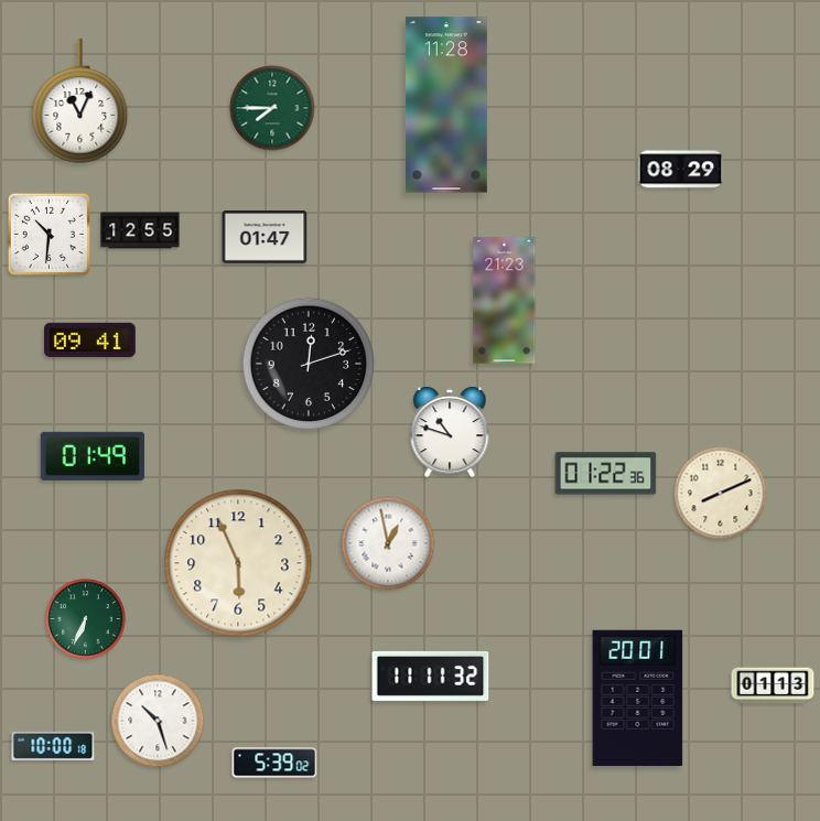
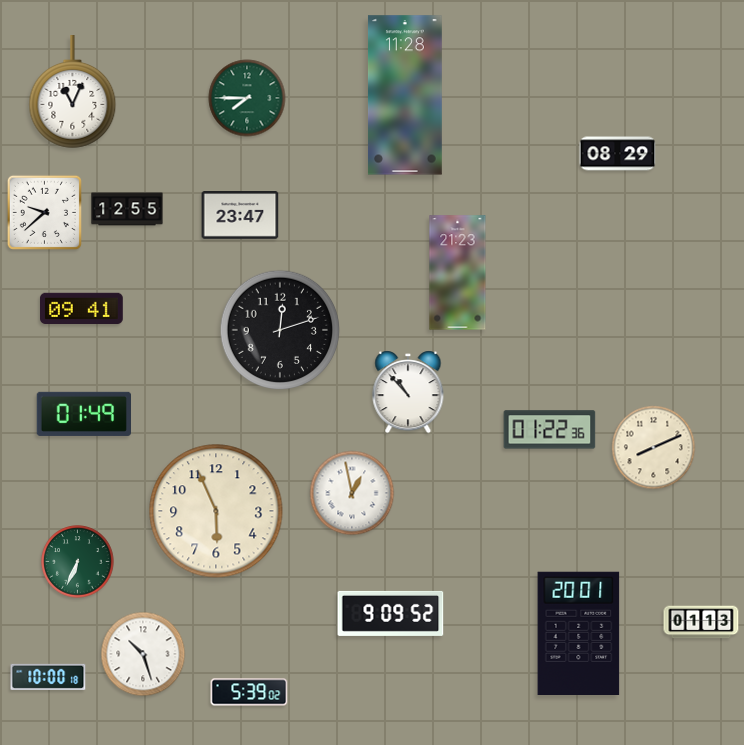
clock at (48, 234): 10:31 -> 9:38
clock at (265, 238): 01:47 -> 23:47
clock at (450, 432): 10:48 -> 10:53
clock at (431, 676): 11:11 -> 9:09
